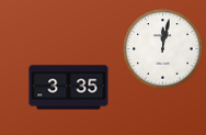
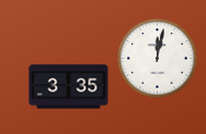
clock at (163, 49) position: (163, 49) -> (158, 59)
